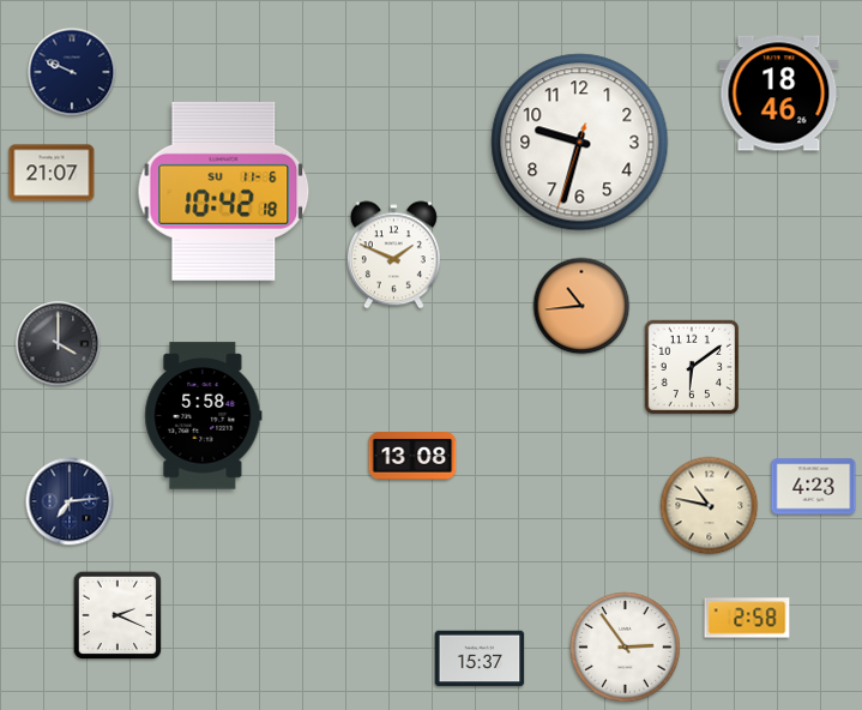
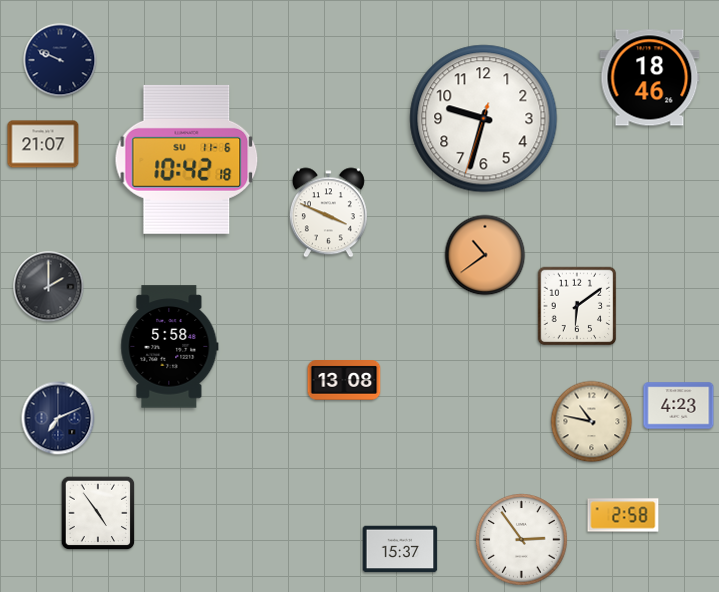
clock at (393, 255): 1:49 -> 3:49
clock at (581, 306): 10:44 -> 10:39
clock at (59, 344): 4:00 -> 2:00
clock at (70, 501): 7:14 -> 7:11
clock at (117, 615): 2:19 -> 4:54
